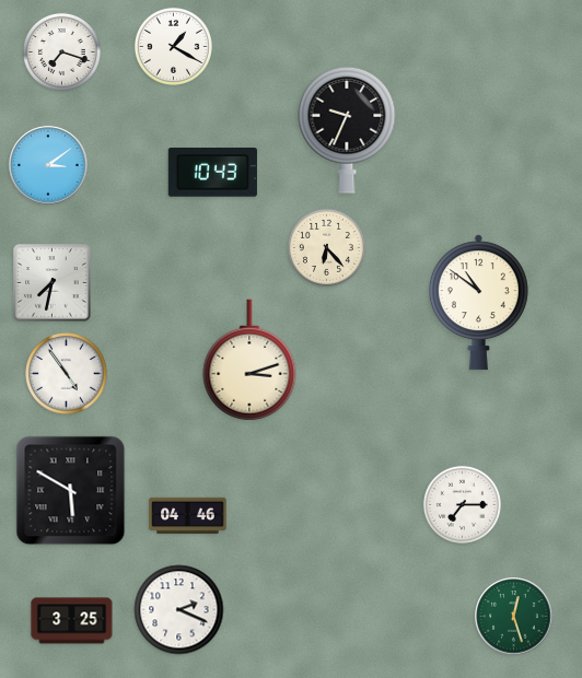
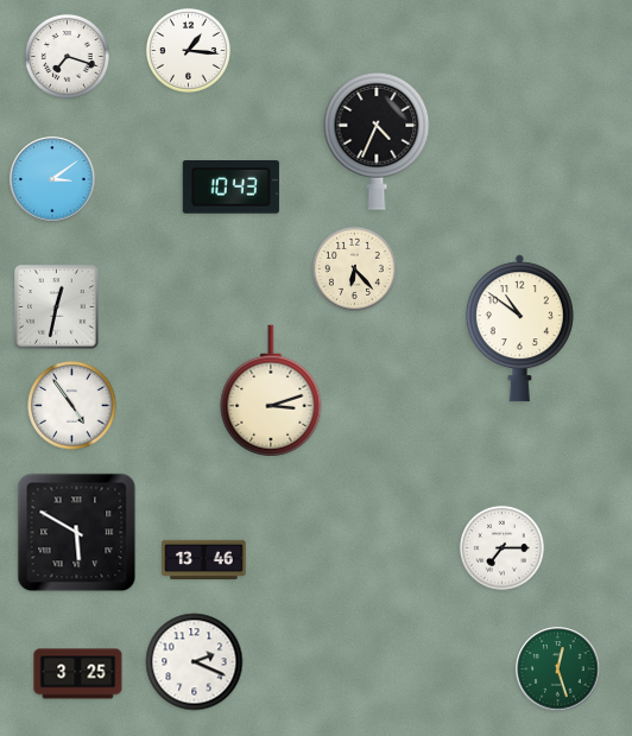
clock at (173, 46): 1:20 -> 1:16
clock at (347, 130): 9:34 -> 4:34
clock at (53, 283): 7:32 -> 12:32
clock at (188, 516): 04:46 -> 13:46
